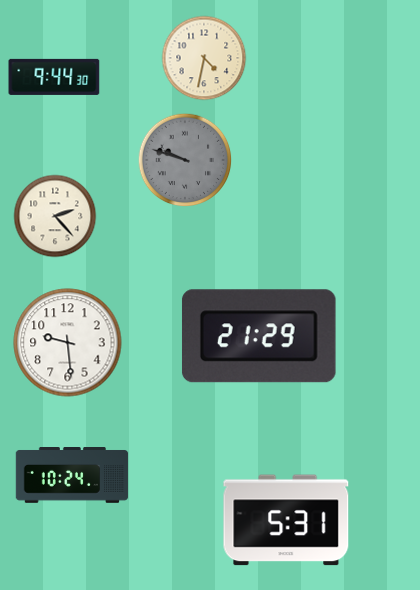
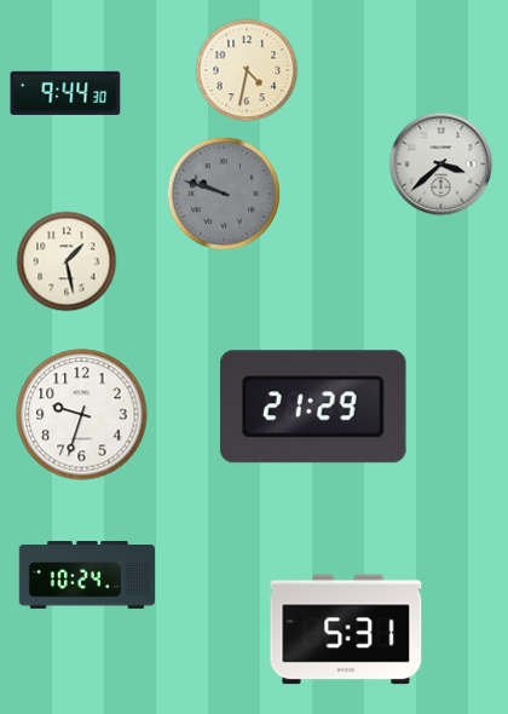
clock at (441, 165): none -> 3:38
clock at (55, 216): 2:23 -> 1:28
clock at (68, 343): 9:29 -> 9:33
